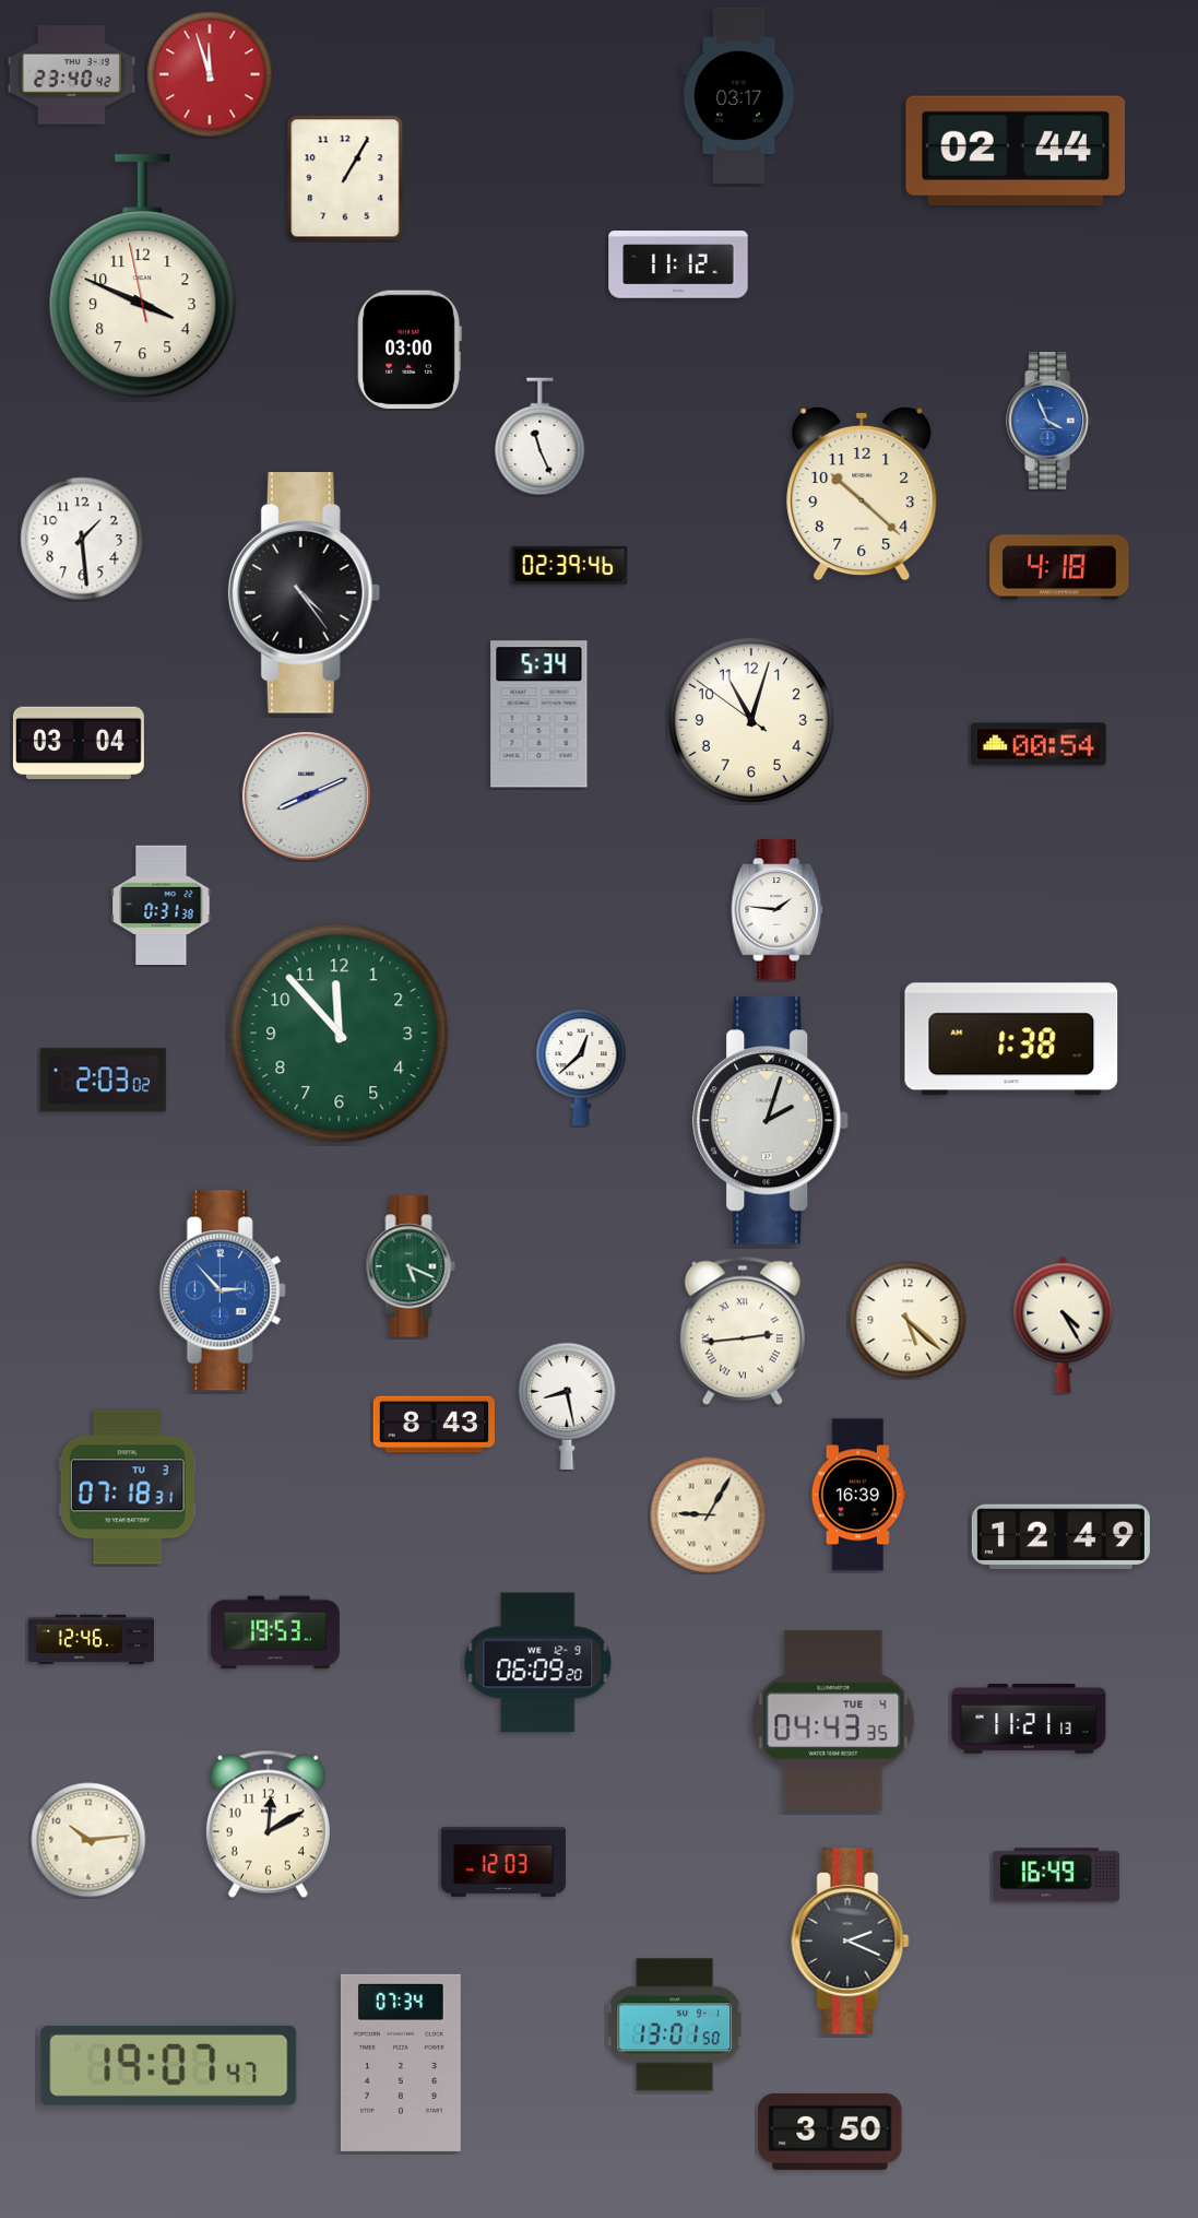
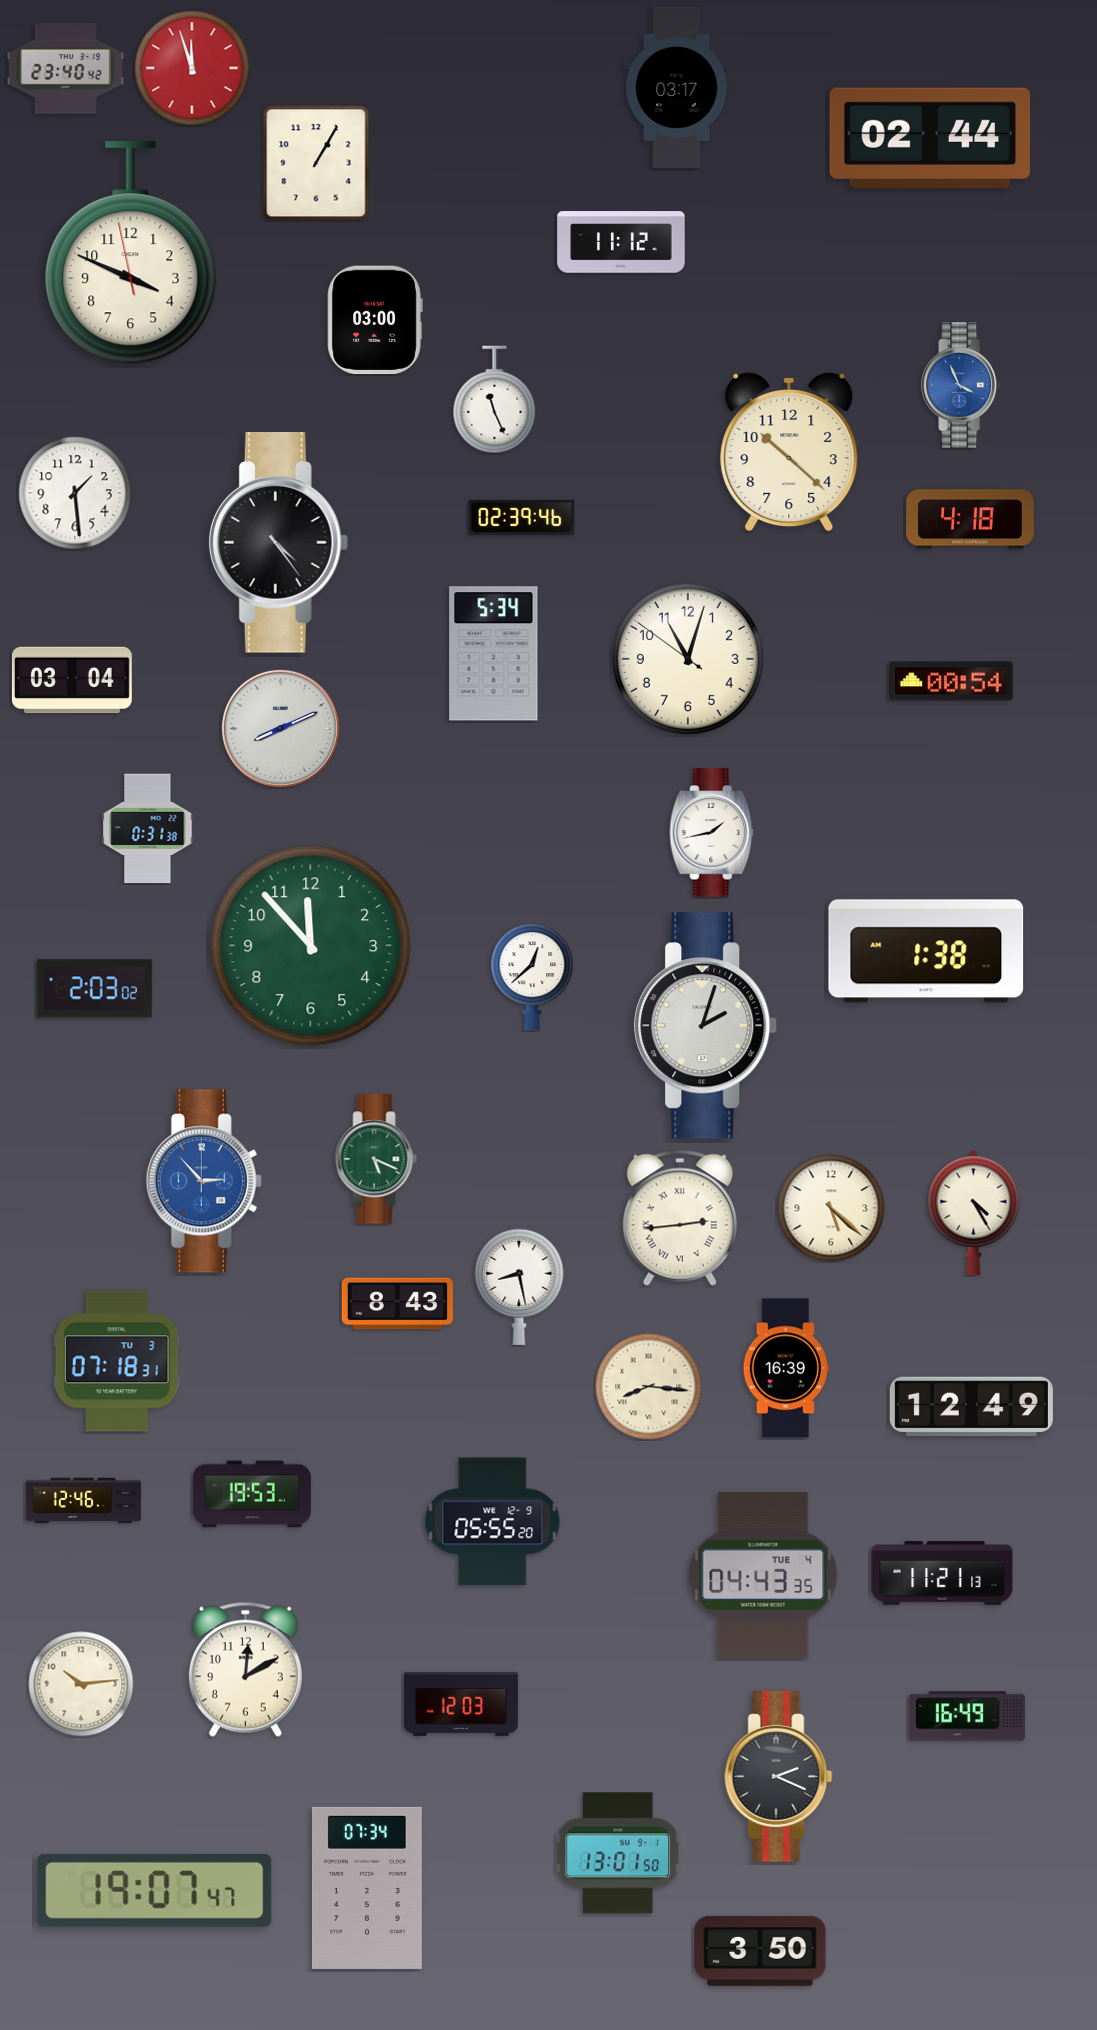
clock at (778, 910): 1:46 -> 1:43
clock at (709, 1515): 9:05 -> 8:16
clock at (538, 1663): 06:09 -> 05:55
